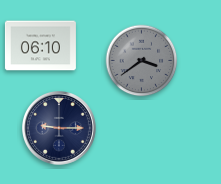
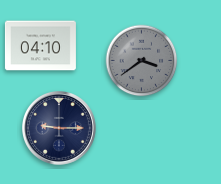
clock at (40, 46): 06:10 -> 04:10
